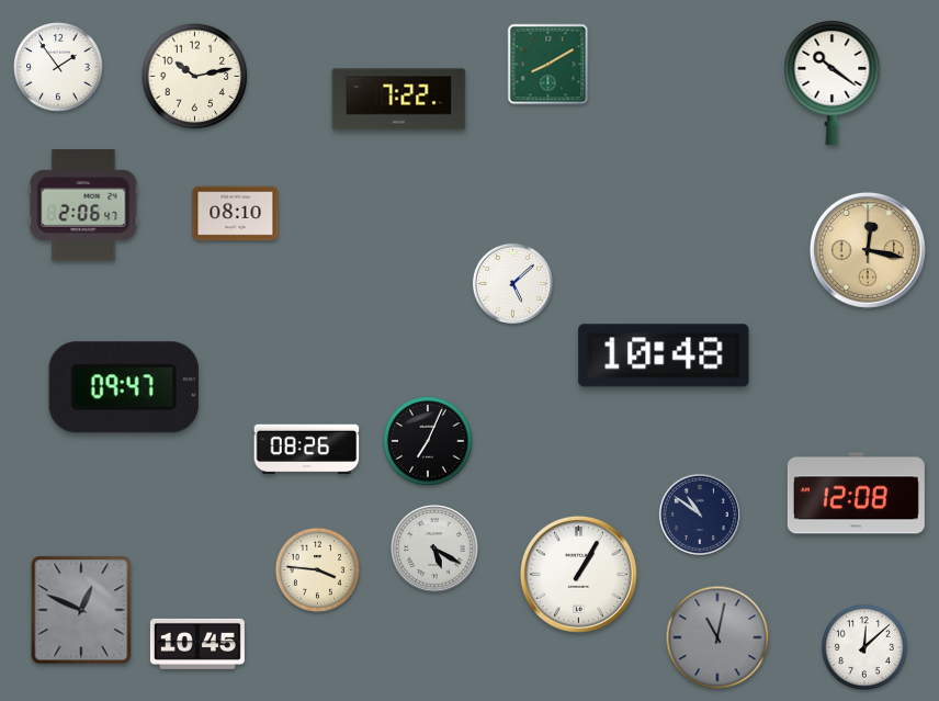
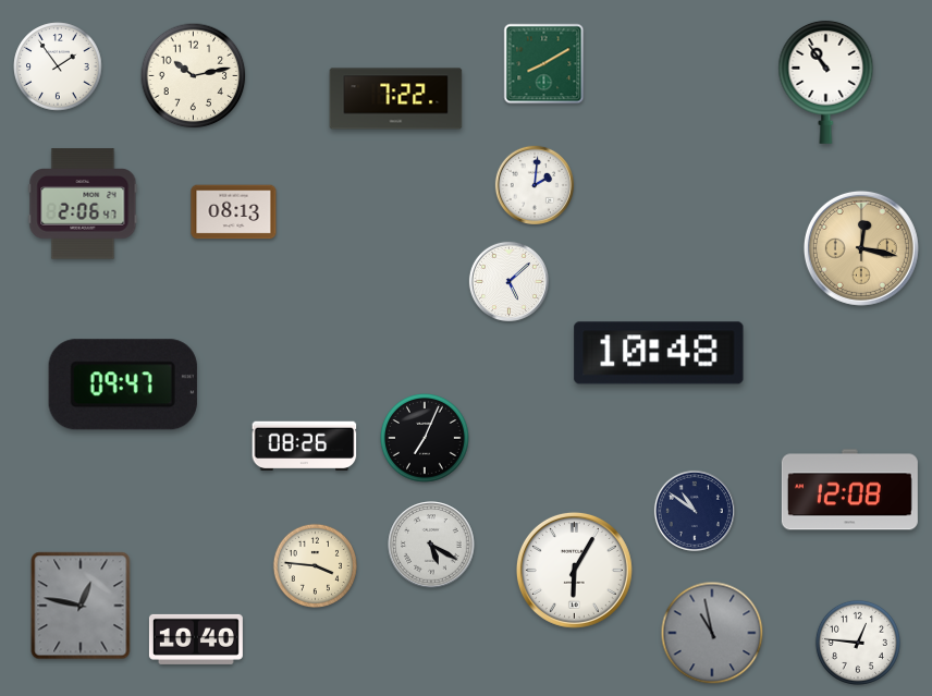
clock at (833, 82): 10:21 -> 10:54
clock at (534, 184): none -> 2:01
clock at (236, 214): 08:10 -> 08:13
clock at (578, 574): 1:05 -> 6:05
clock at (81, 610): 12:49 -> 12:47
clock at (717, 637): 11:02 -> 10:58
clock at (197, 644): 10:45 -> 10:40
clock at (864, 647): 12:08 -> 12:46
